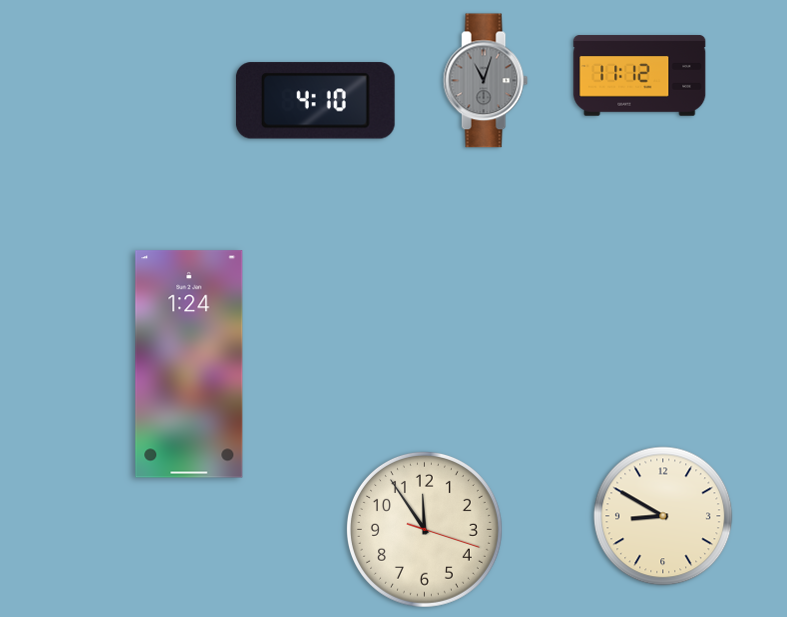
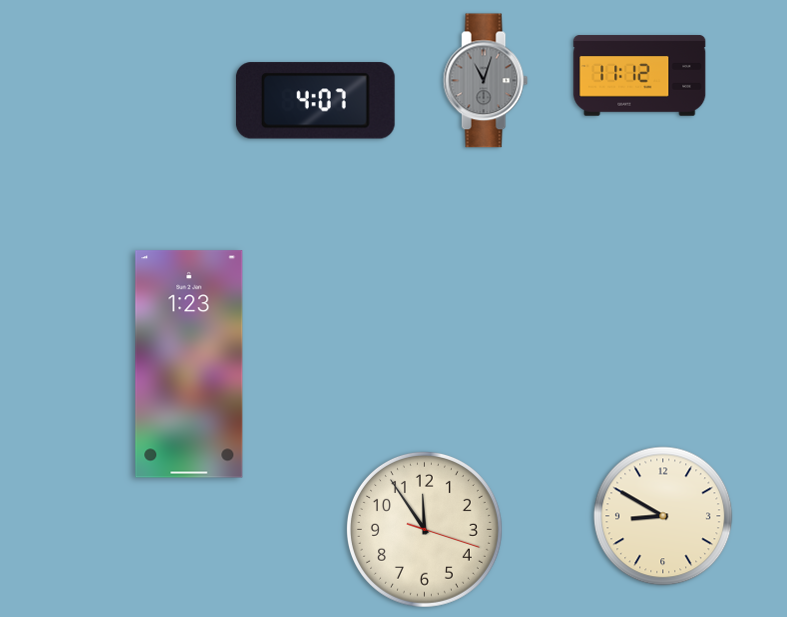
clock at (315, 101): 4:10 -> 4:07
clock at (189, 364): 1:24 -> 1:23
